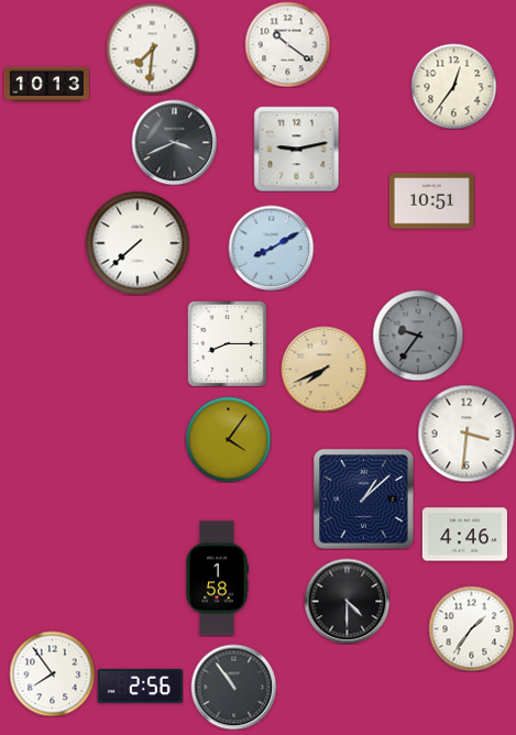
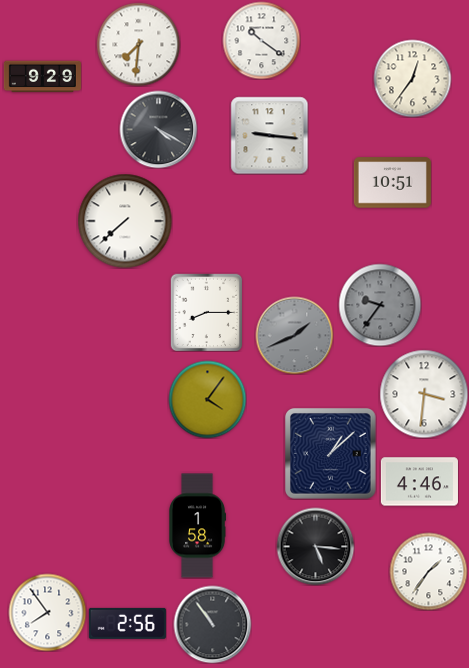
clock at (46, 85): 10:13 -> 9:29
clock at (174, 142): 3:41 -> 4:20
clock at (296, 149): 9:13 -> 9:16
clock at (271, 248): 8:10 -> none
clock at (323, 369): 7:41 -> 1:41
clock at (323, 369) dial: champagne -> grey
clock at (464, 535) position: (464, 535) -> (419, 482)
clock at (347, 601): 4:30 -> 5:16
